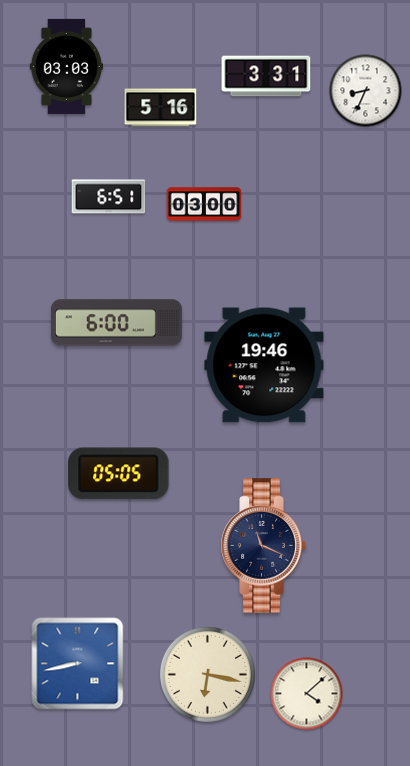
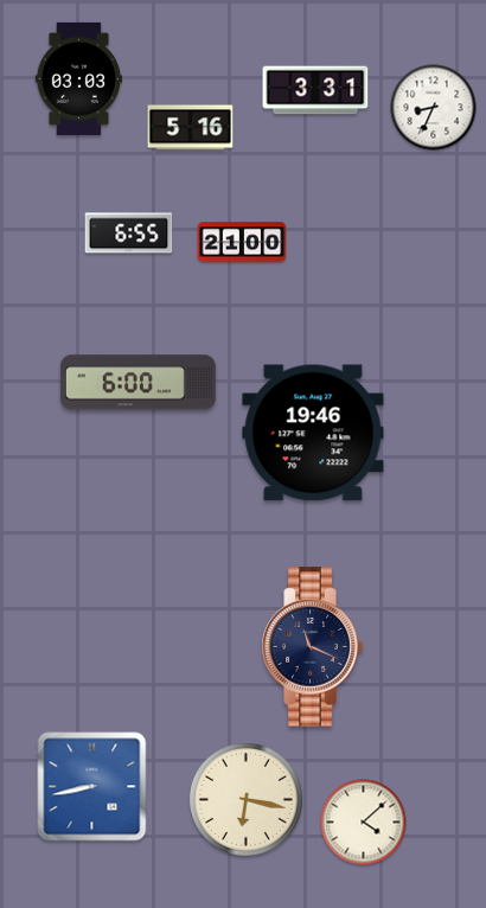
clock at (109, 197): 6:51 -> 6:55
clock at (204, 204): 03:00 -> 21:00
clock at (119, 474): 05:05 -> none
